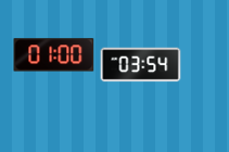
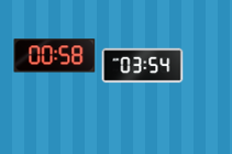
clock at (54, 55): 01:00 -> 00:58
